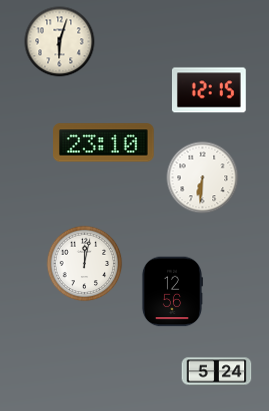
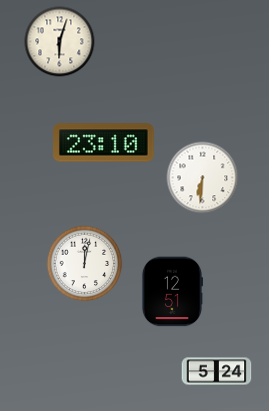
clock at (209, 90): 12:15 -> none
clock at (172, 292): 12:56 -> 12:51
